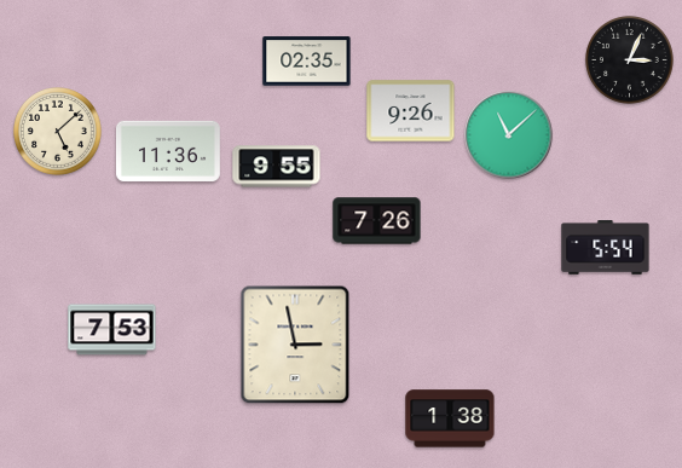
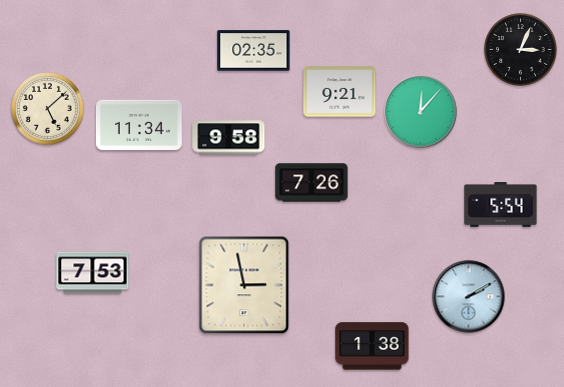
clock at (411, 111): 9:26 -> 9:21
clock at (509, 135): 11:08 -> 12:07
clock at (168, 151): 11:36 -> 11:34
clock at (277, 167): 9:55 -> 9:58
clock at (469, 297): none -> 2:10
